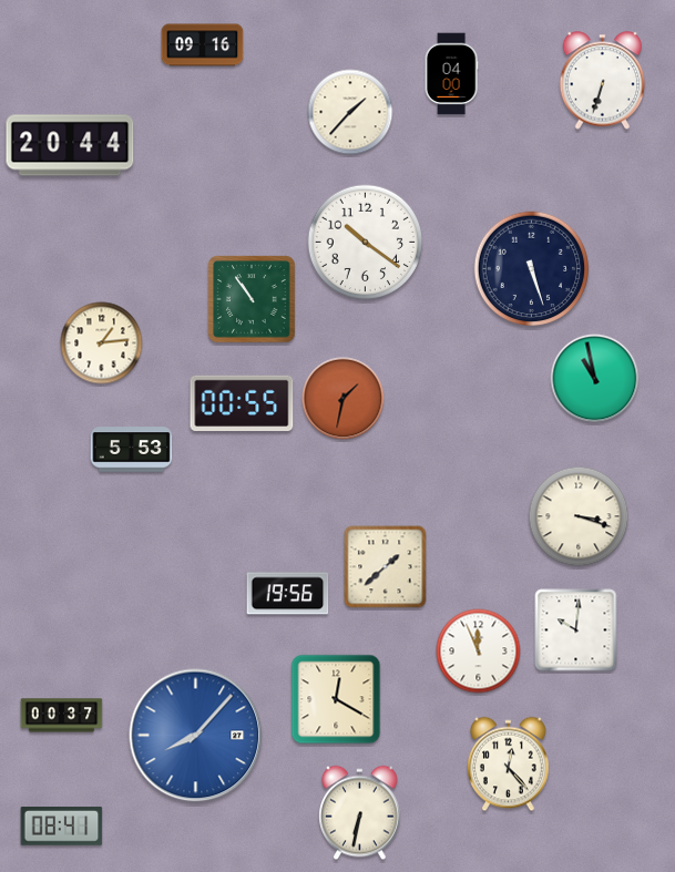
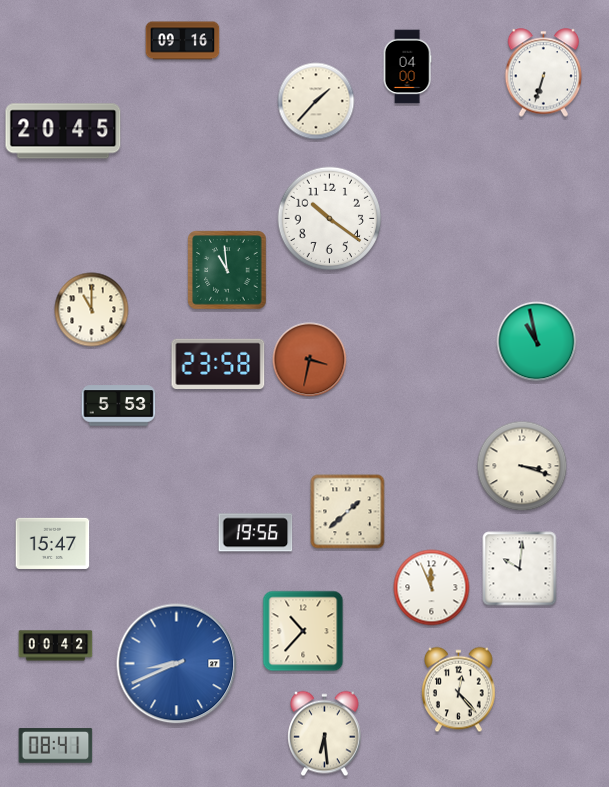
clock at (70, 145): 20:44 -> 20:45
clock at (532, 269): 5:27 -> none
clock at (252, 299): 10:54 -> 10:59
clock at (102, 343): 1:14 -> 11:00
clock at (344, 399): 1:32 -> 3:32
clock at (242, 402): 00:55 -> 23:58
clock at (288, 594) position: (288, 594) -> (256, 533)
clock at (53, 543): none -> 15:47
clock at (336, 699): 12:20 -> 10:37
clock at (62, 716): 00:37 -> 00:42
clock at (196, 736): 8:07 -> 8:41
clock at (360, 813): 6:32 -> 6:29
